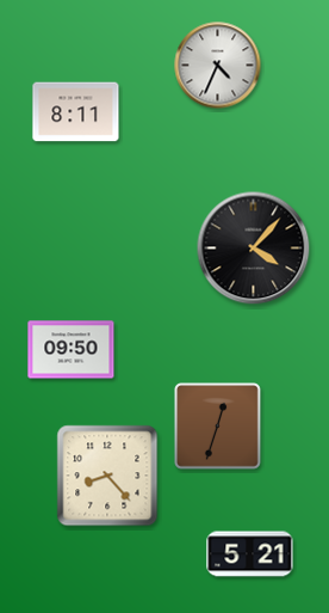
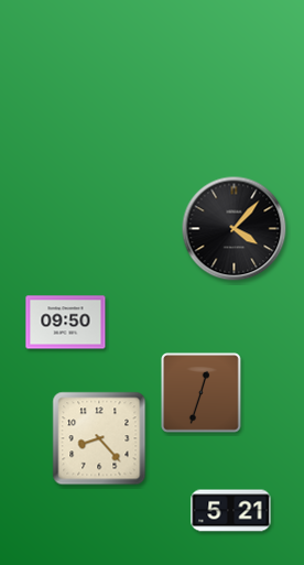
clock at (218, 66): 4:34 -> none
clock at (76, 112): 8:11 -> none
